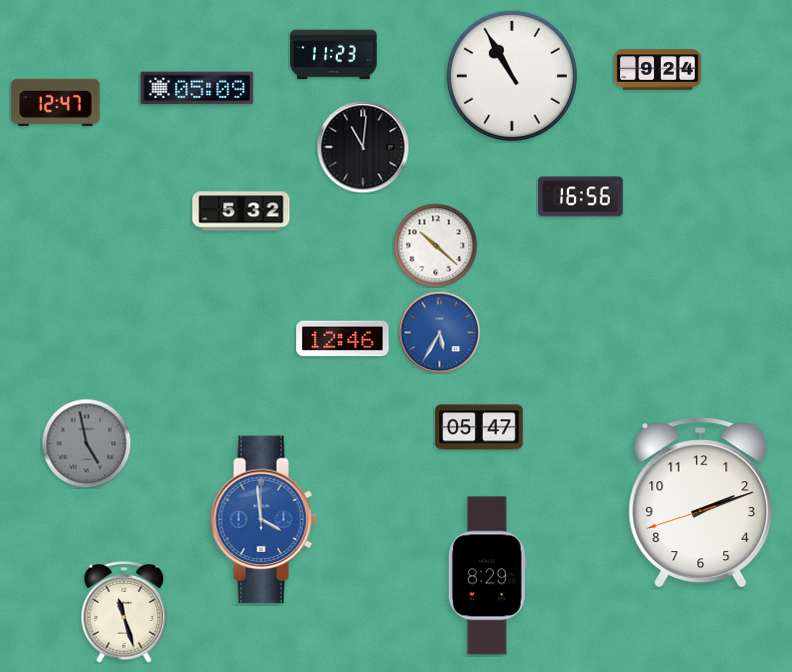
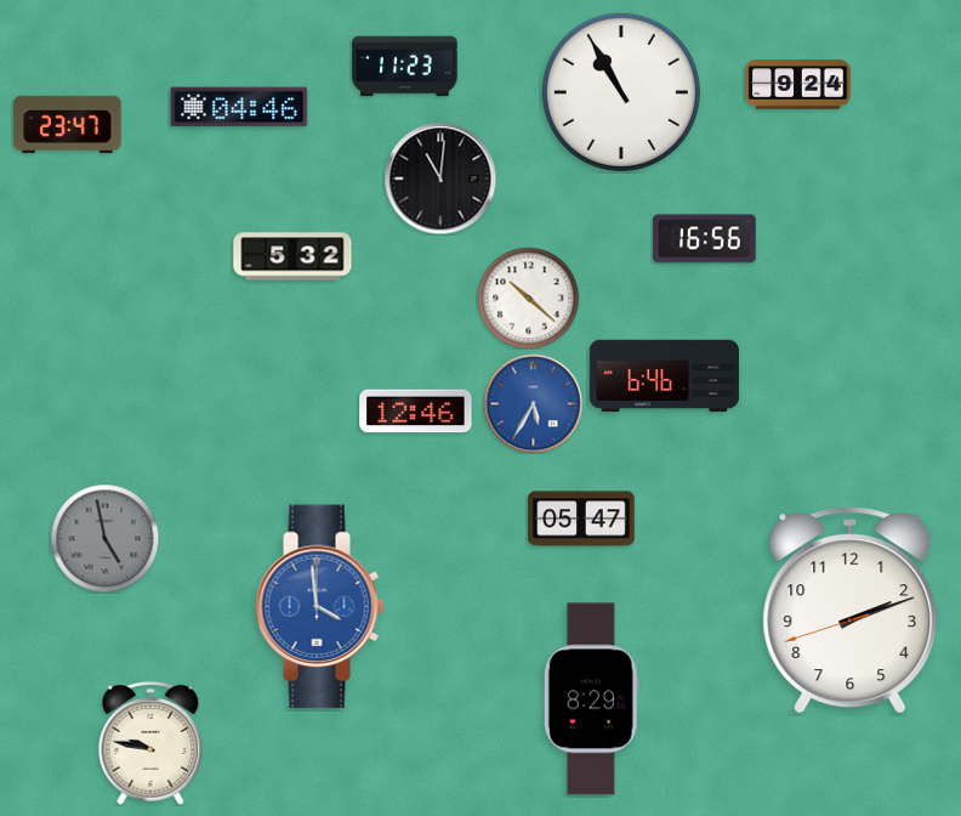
clock at (197, 88): 05:09 -> 04:46
clock at (56, 102): 12:47 -> 23:47
clock at (664, 376): none -> 6:46
clock at (264, 520) position: (264, 520) -> (320, 607)
clock at (124, 612): 11:27 -> 9:47
